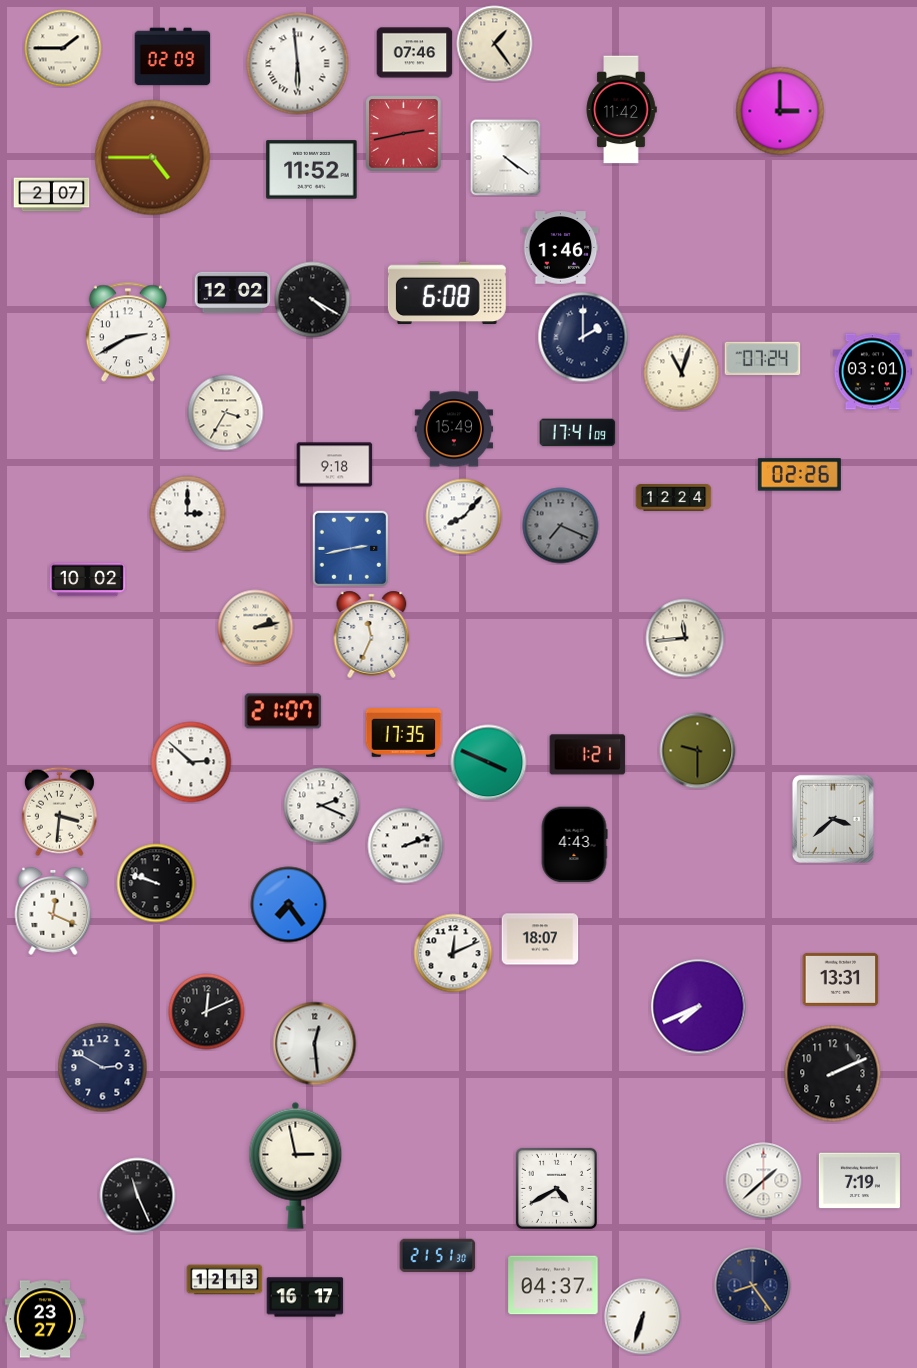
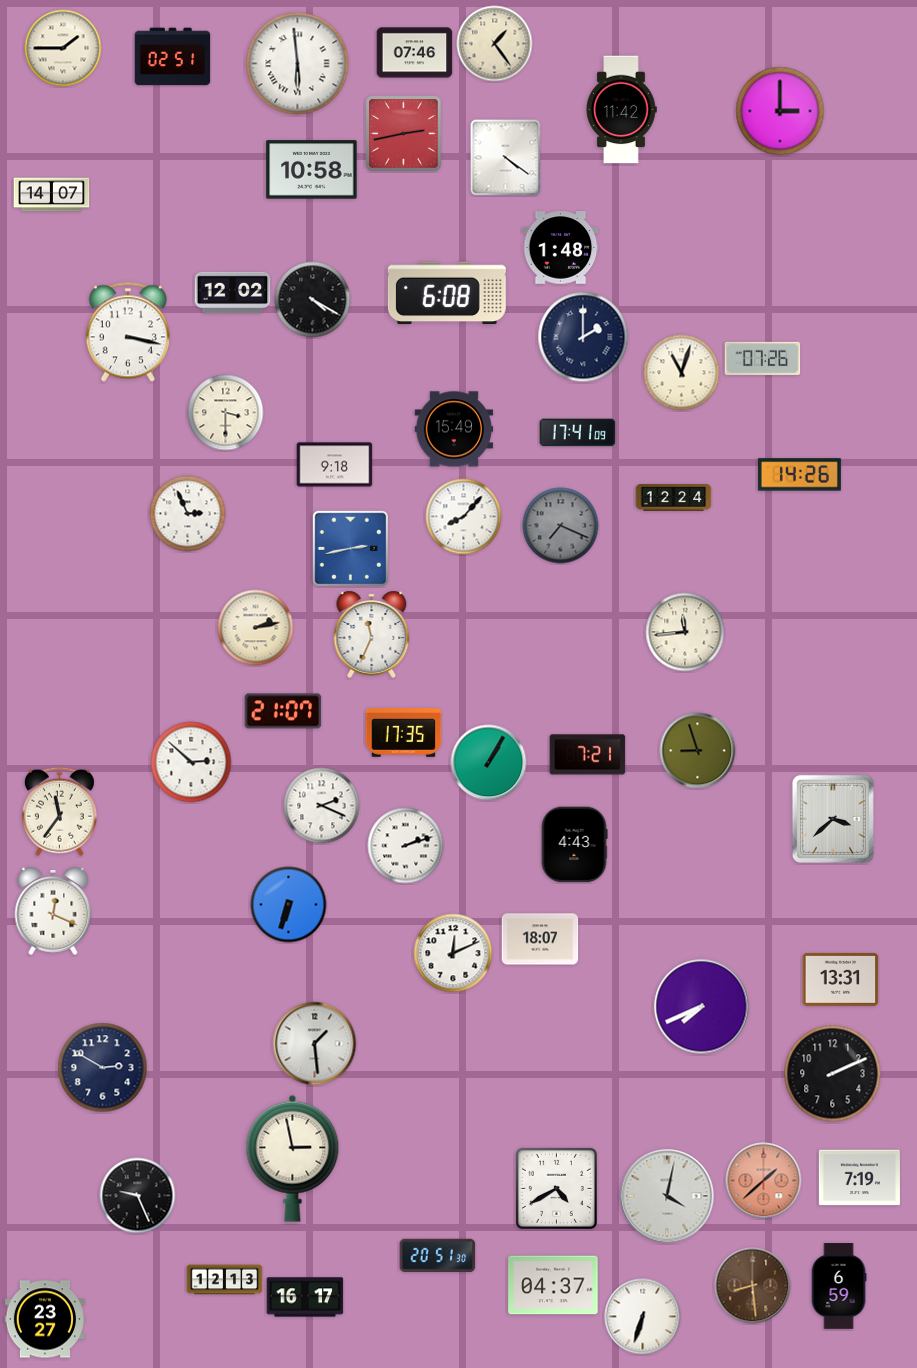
clock at (173, 57): 02:09 -> 02:51
clock at (153, 158): 4:45 -> none
clock at (312, 170): 11:52 -> 10:58
clock at (52, 195): 2:07 -> 14:07
clock at (561, 248): 1:46 -> 1:48
clock at (128, 332): 2:40 -> 3:17
clock at (763, 359): 07:24 -> 07:26
clock at (872, 372): 03:01 -> none
clock at (226, 413): 3:35 -> 3:30
clock at (799, 475): 02:26 -> 14:26
clock at (188, 514): 3:00 -> 2:56
clock at (88, 580): 10:02 -> none
clock at (685, 638) position: (685, 638) -> (685, 632)
clock at (698, 751): 9:30 -> 8:57
clock at (588, 755): 1:21 -> 7:21
clock at (489, 763): 3:49 -> 1:05
clock at (59, 812): 3:31 -> 11:36
clock at (156, 883): 9:48 -> none
clock at (289, 905): 7:24 -> 6:33
clock at (699, 1007) position: (699, 1007) -> (702, 1007)
clock at (207, 1012): 12:11 -> none
clock at (315, 1044): 12:29 -> 1:29
clock at (296, 1165) position: (296, 1165) -> (293, 1158)
clock at (764, 1181) dial: white -> salmon
clock at (859, 1181) position: (859, 1181) -> (859, 1178)
clock at (138, 1196): 11:26 -> 9:26
clock at (667, 1196): none -> 4:02
clock at (438, 1255): 21:51 -> 20:51
clock at (753, 1286): 8:24 -> 8:29
clock at (753, 1286) dial: navy -> brown
clock at (839, 1286): none -> 6:59
